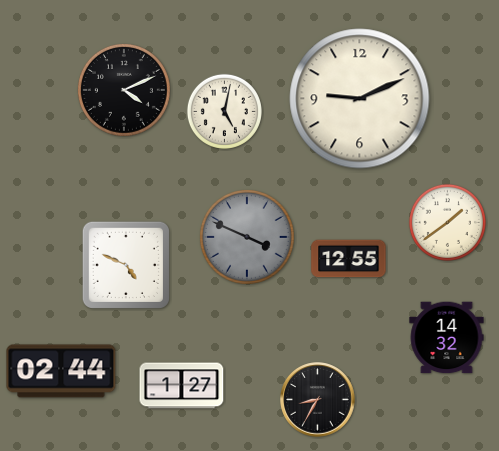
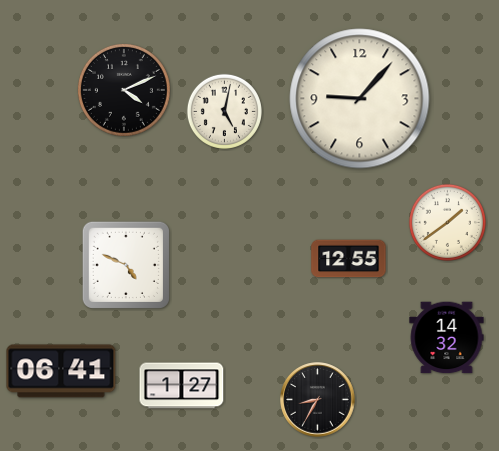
clock at (360, 99): 9:11 -> 9:07
clock at (247, 237): 3:49 -> none
clock at (61, 371): 02:44 -> 06:41
